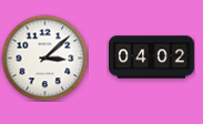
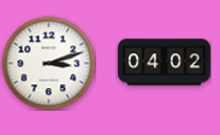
clock at (44, 58): 3:08 -> 3:12
